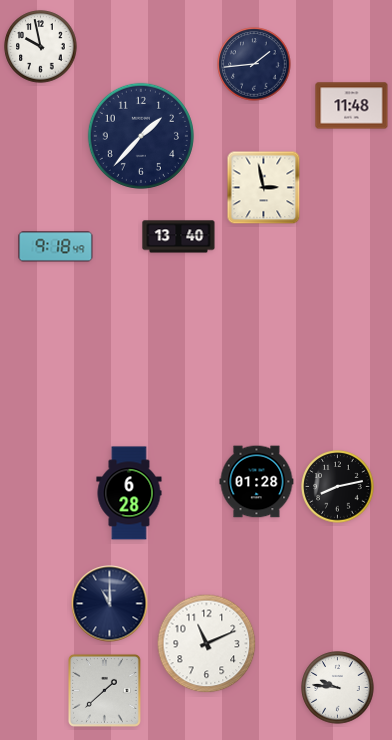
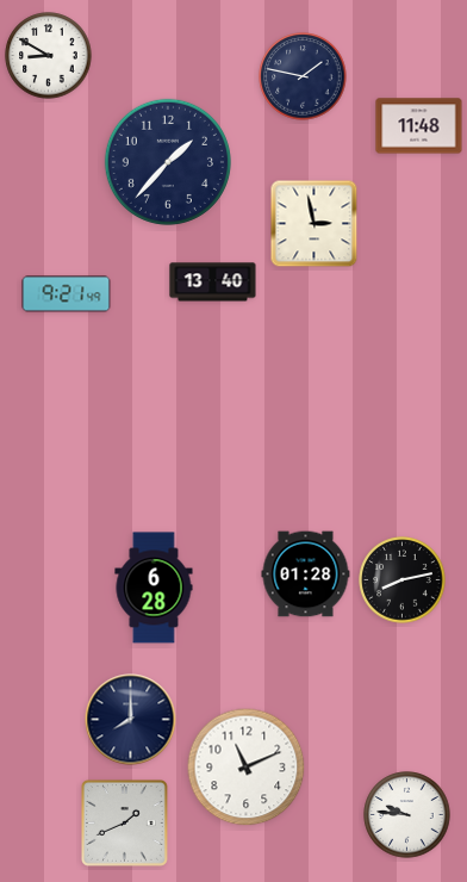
clock at (41, 47): 9:58 -> 8:50
clock at (254, 64): 1:44 -> 1:47
clock at (56, 247): 9:18 -> 9:21
clock at (110, 604): 11:00 -> 8:00
clock at (338, 688) position: (338, 688) -> (407, 815)
clock at (104, 690): 1:38 -> 1:41
